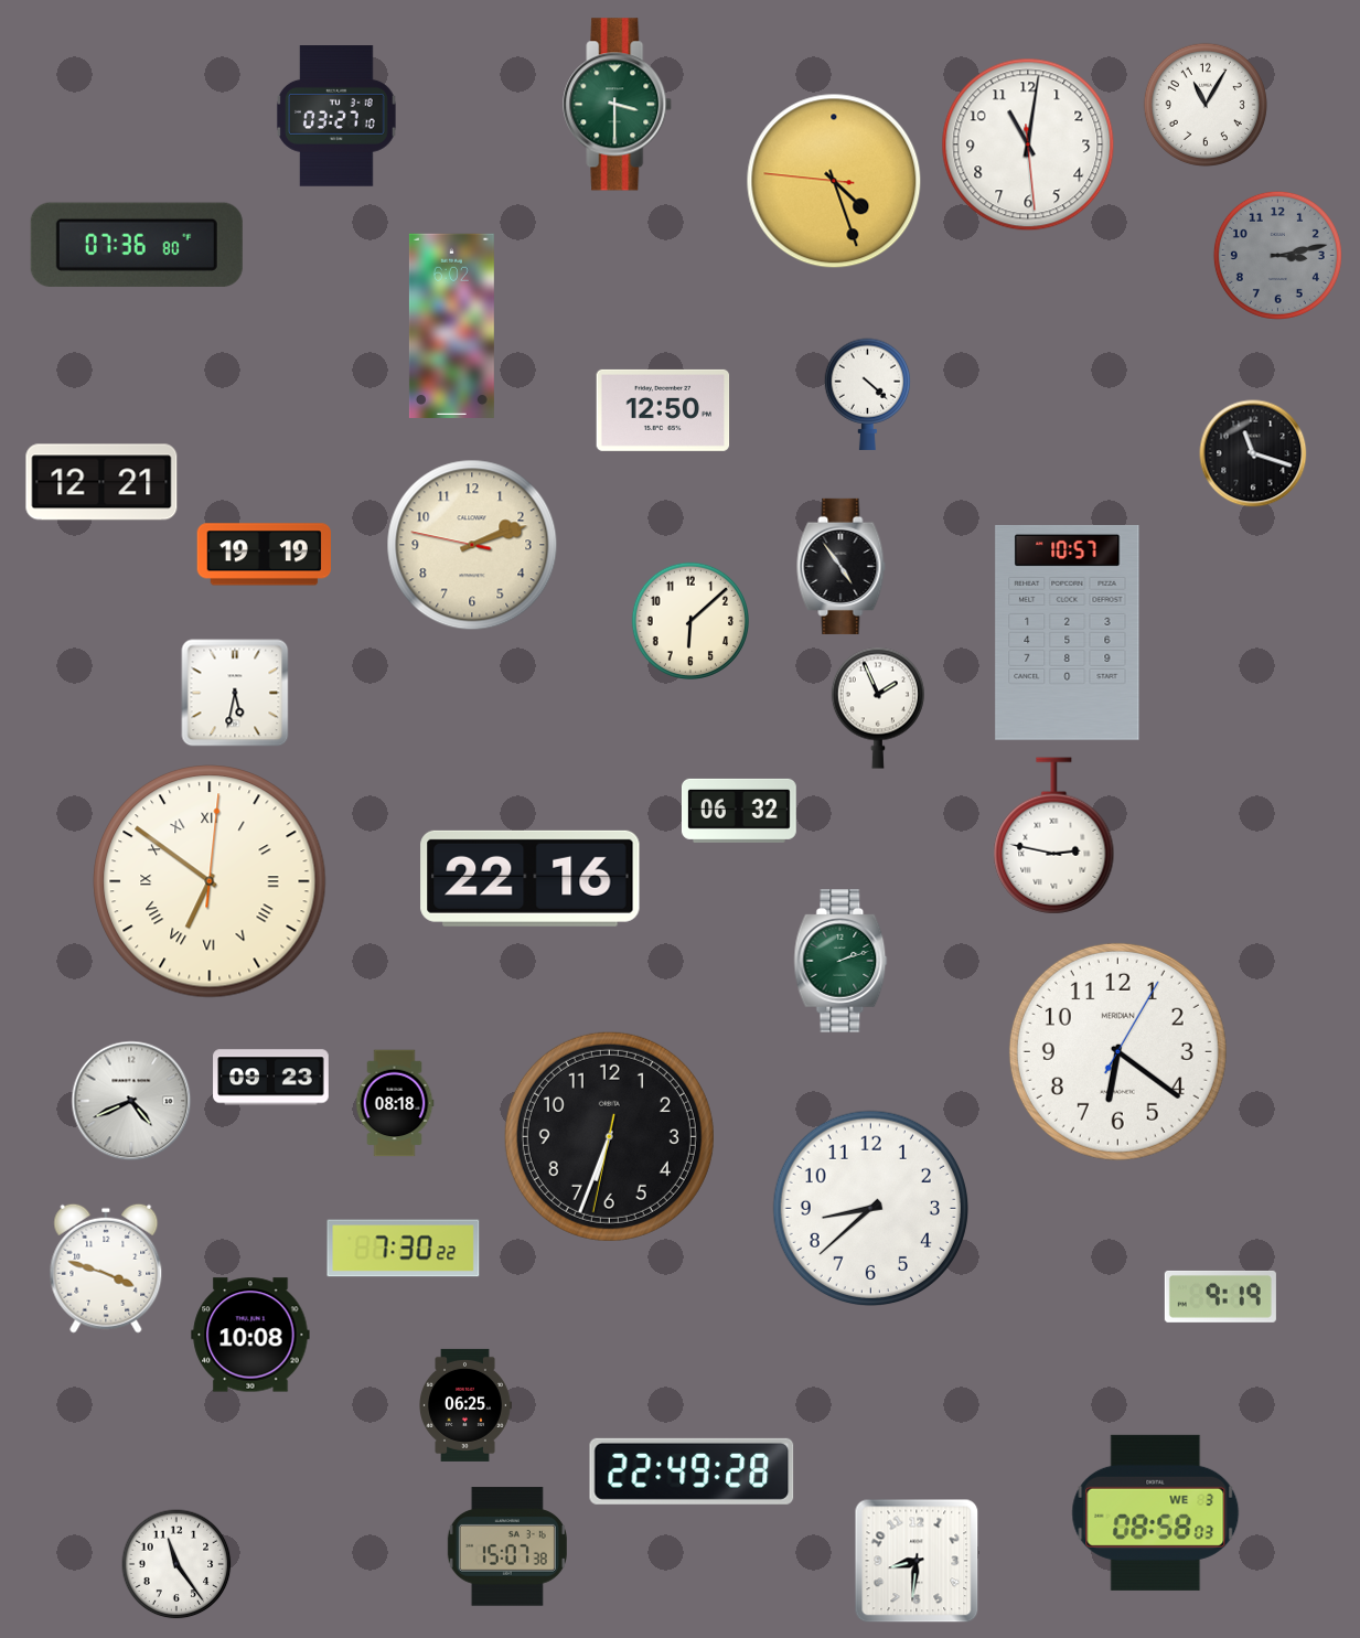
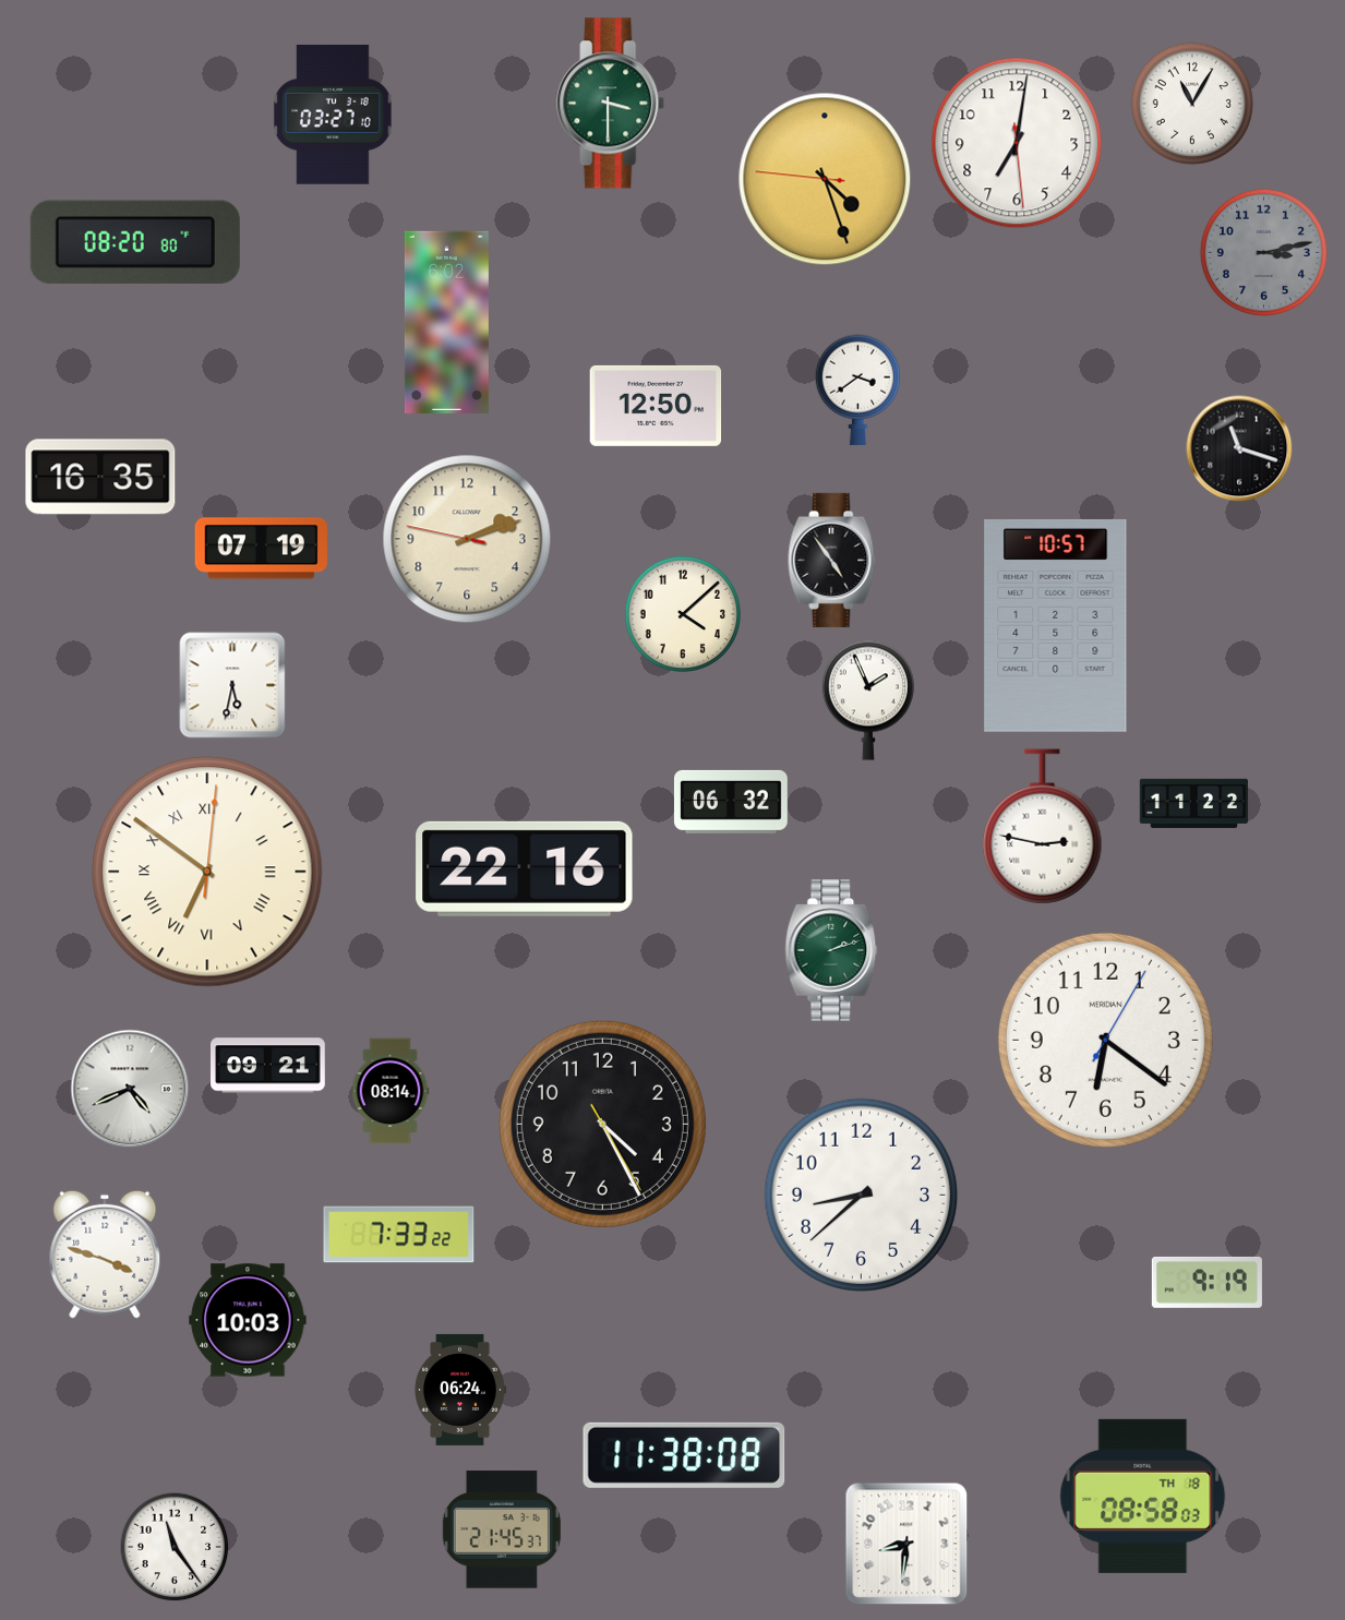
clock at (1028, 144): 11:01 -> 7:01
clock at (137, 245): 07:36 -> 08:20
clock at (868, 394): 4:22 -> 3:39
clock at (101, 482): 12:21 -> 16:35
clock at (264, 555): 19:19 -> 07:19
clock at (689, 620): 6:08 -> 4:08
clock at (1194, 803): none -> 11:22
clock at (271, 1078): 09:23 -> 09:21
clock at (395, 1103): 08:18 -> 08:14
clock at (609, 1136): 6:33 -> 4:25
clock at (404, 1249): 7:30 -> 7:33
clock at (250, 1335): 10:08 -> 10:03
clock at (465, 1405): 06:25 -> 06:24
clock at (692, 1471): 22:49 -> 11:38
clock at (1156, 1512) date: WE 3 -> TH 18
clock at (507, 1546): 15:07 -> 21:45
